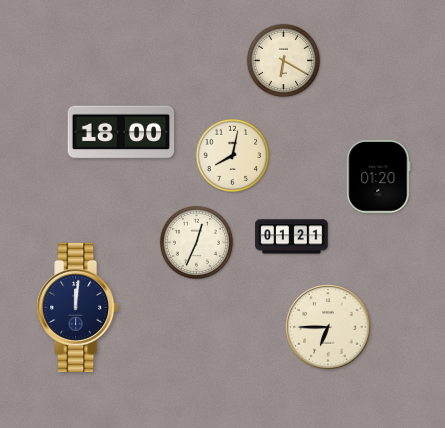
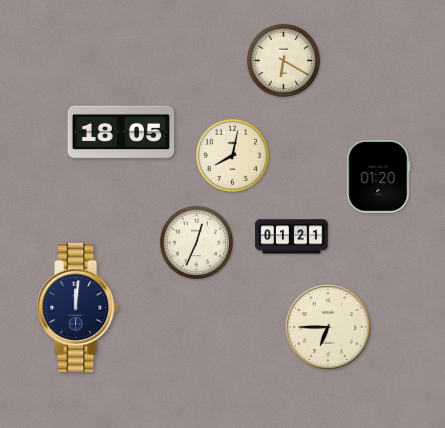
clock at (121, 132): 18:00 -> 18:05
